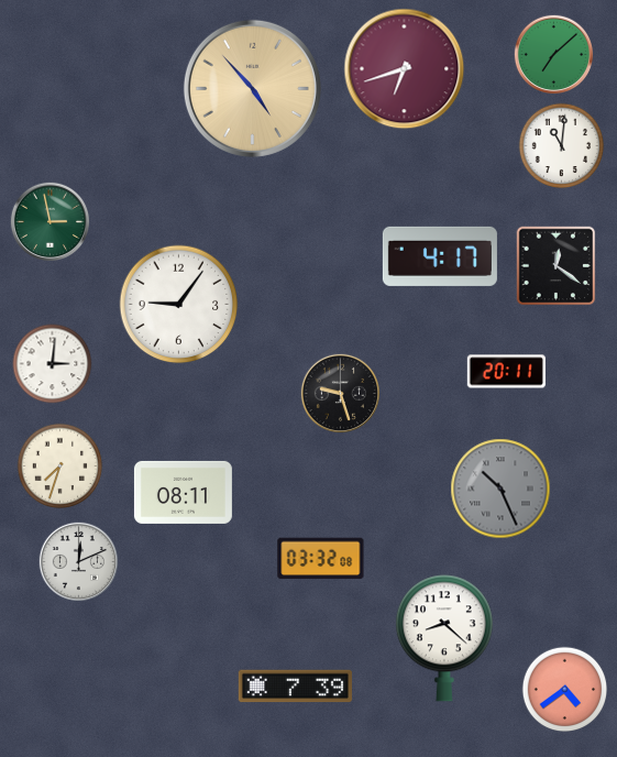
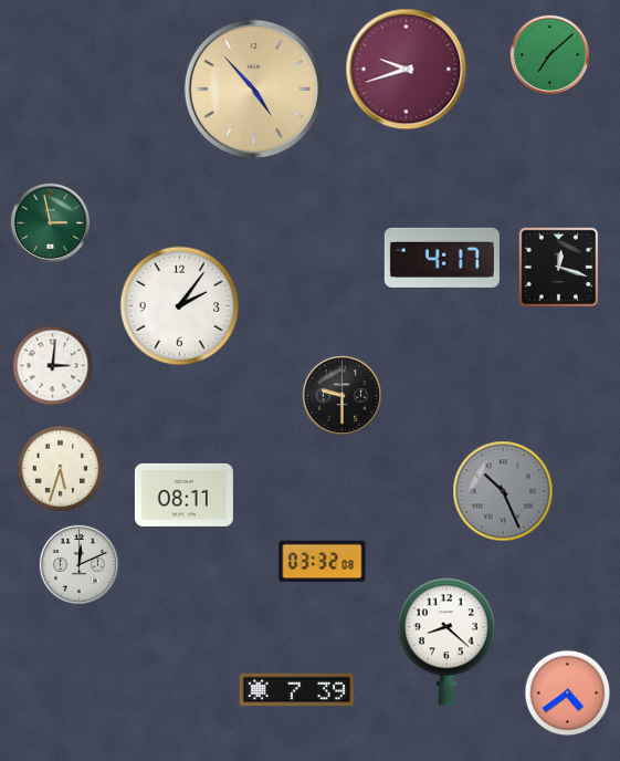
clock at (553, 54) position: (553, 54) -> (549, 54)
clock at (405, 69): 6:42 -> 9:42
clock at (562, 146): 11:01 -> none
clock at (557, 266): 12:21 -> 12:18
clock at (179, 305): 9:06 -> 2:06
clock at (506, 372): 20:11 -> none
clock at (340, 393): 9:27 -> 9:30
clock at (60, 467): 7:33 -> 5:33
